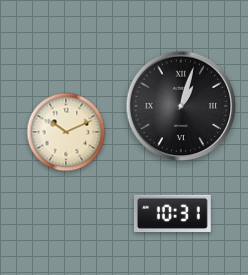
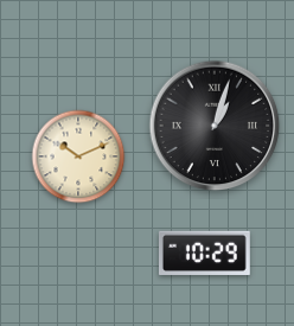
clock at (172, 213): 10:31 -> 10:29
